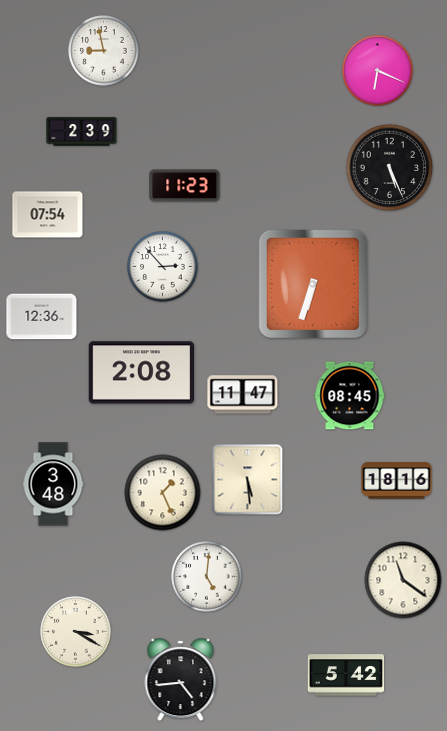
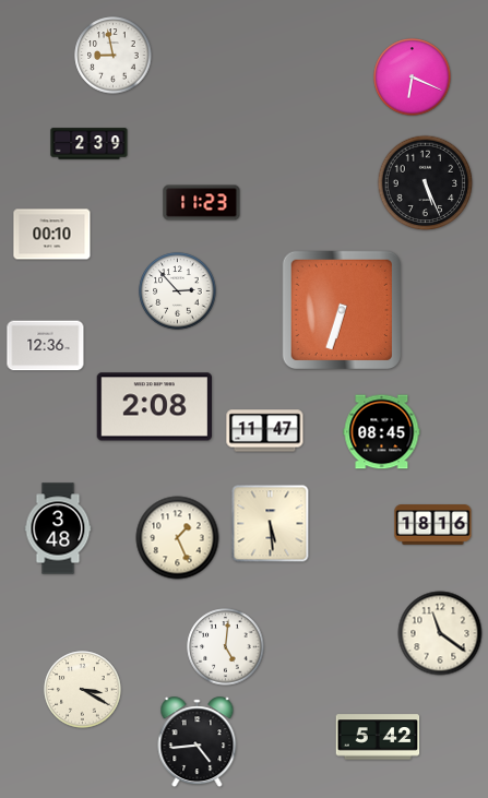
clock at (48, 215): 07:54 -> 00:10
clock at (207, 577) position: (207, 577) -> (226, 647)
